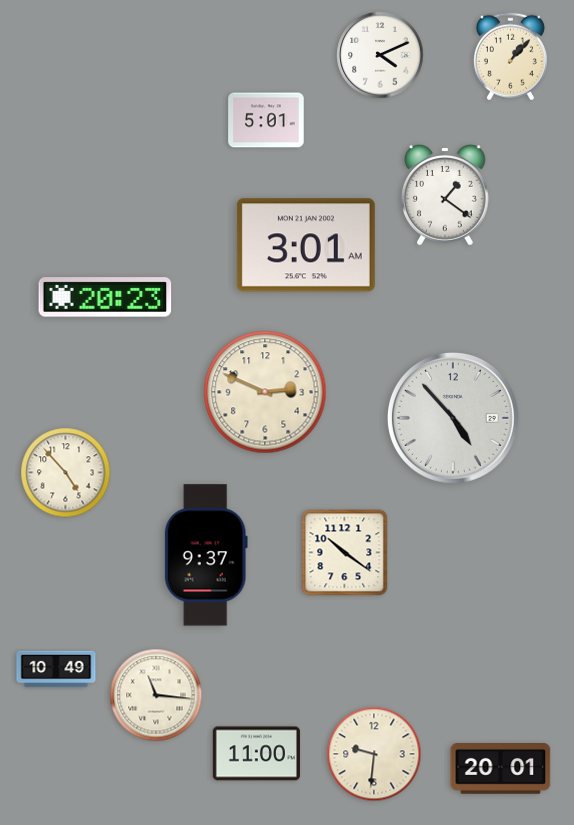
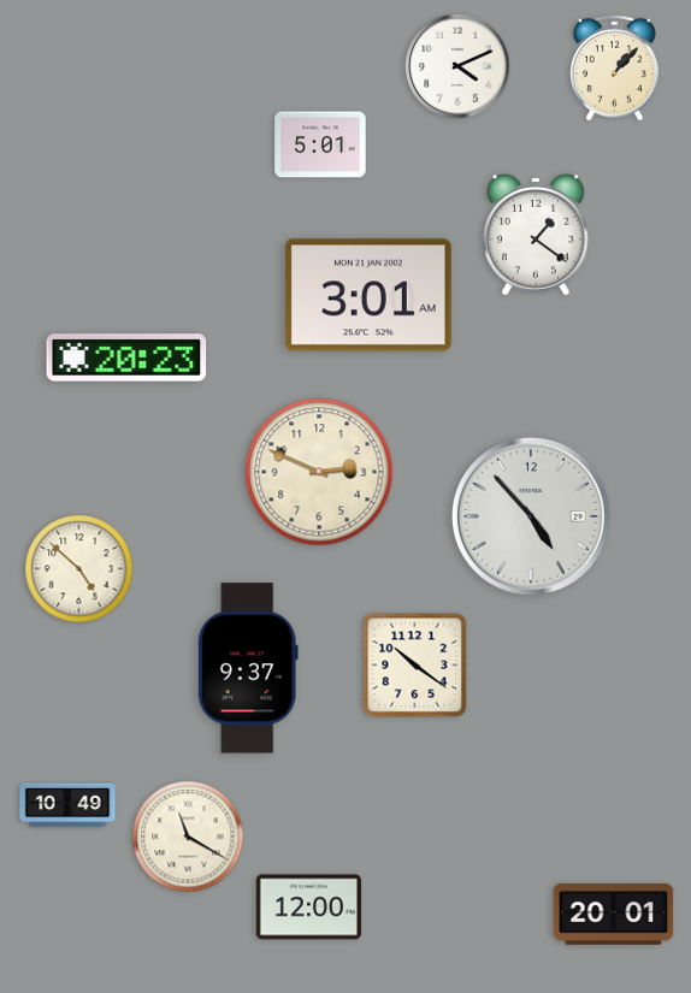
clock at (453, 418) position: (453, 418) -> (531, 516)
clock at (66, 473): 4:53 -> 4:52
clock at (156, 695): 11:16 -> 11:20
clock at (256, 754): 11:00 -> 12:00
clock at (374, 754): 9:31 -> none
clock at (501, 769) position: (501, 769) -> (614, 915)
